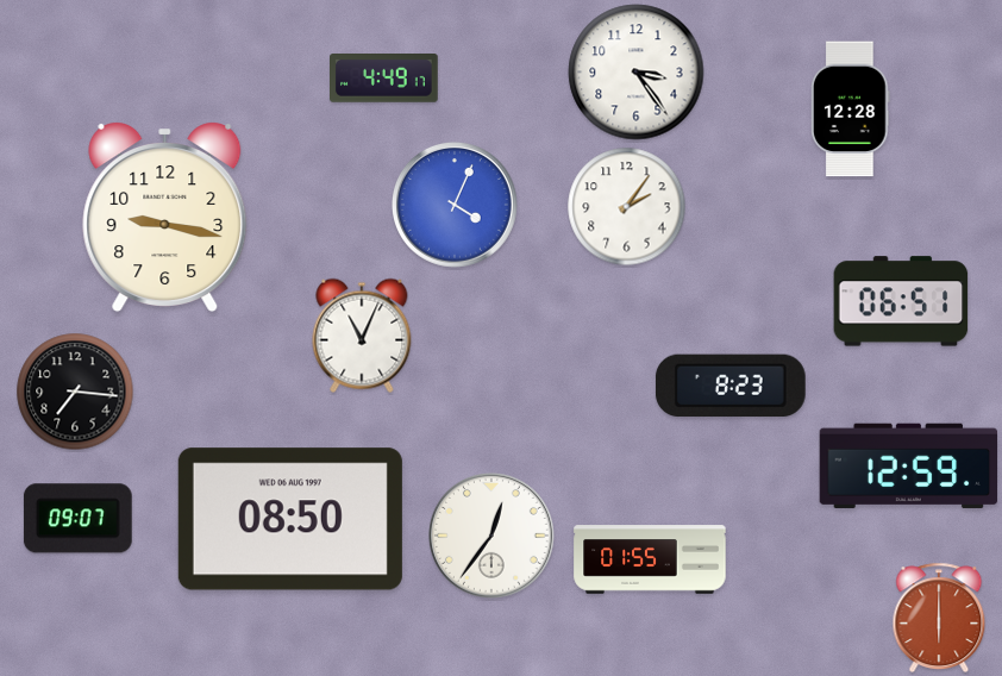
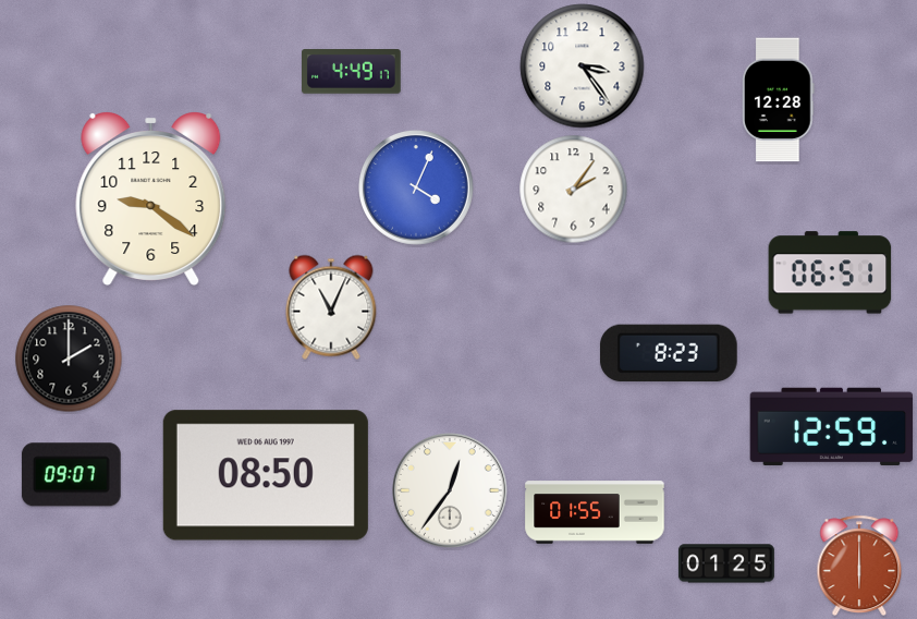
clock at (165, 217): 9:17 -> 9:21
clock at (901, 301) position: (901, 301) -> (830, 272)
clock at (75, 392): 7:16 -> 2:00
clock at (726, 563): none -> 01:25
